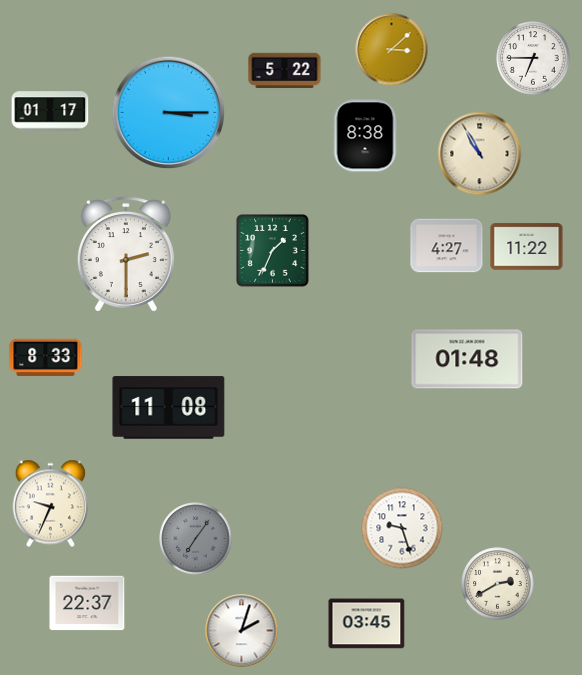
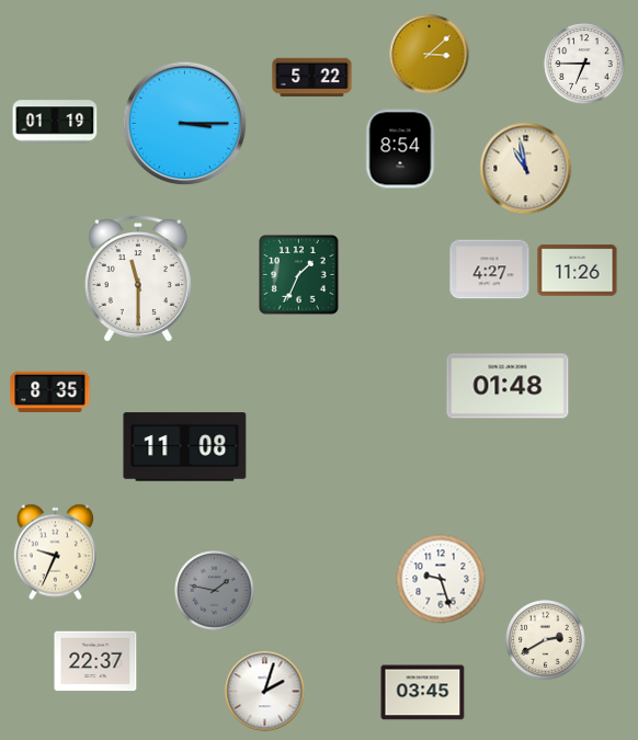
clock at (50, 111): 01:17 -> 01:19
clock at (365, 136): 8:38 -> 8:54
clock at (480, 154): 10:55 -> 10:58
clock at (527, 247): 11:22 -> 11:26
clock at (126, 254): 2:30 -> 11:30
clock at (46, 357): 8:33 -> 8:35
clock at (467, 359) position: (467, 359) -> (508, 386)
clock at (196, 539): 7:06 -> 1:47
clock at (367, 624) position: (367, 624) -> (423, 693)
